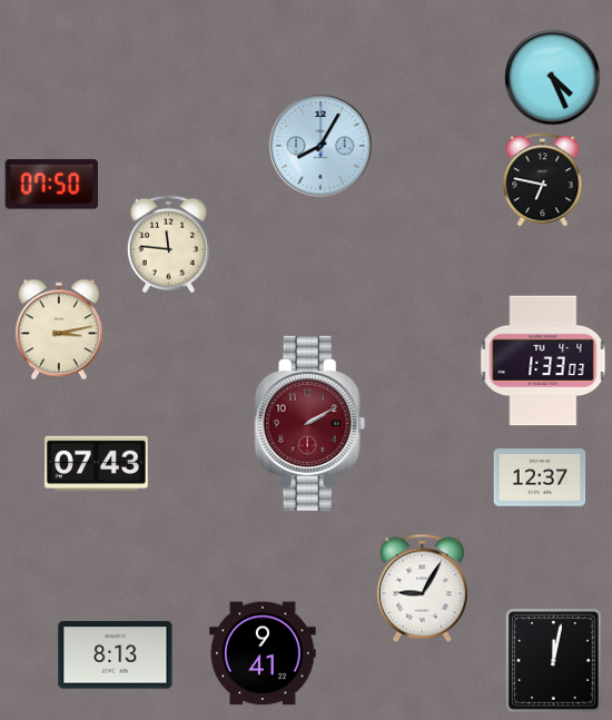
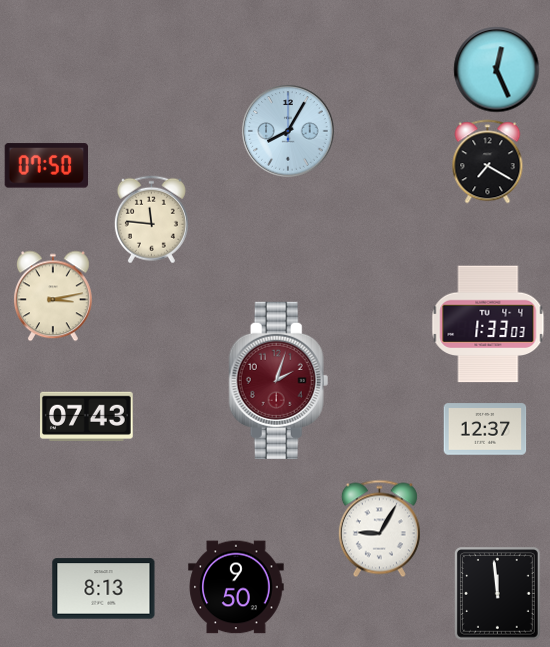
clock at (553, 78): 4:26 -> 12:26
clock at (543, 180): 6:47 -> 7:20
clock at (310, 423): 2:10 -> 2:03
clock at (263, 653): 9:41 -> 9:50
clock at (554, 661): 12:02 -> 11:59
